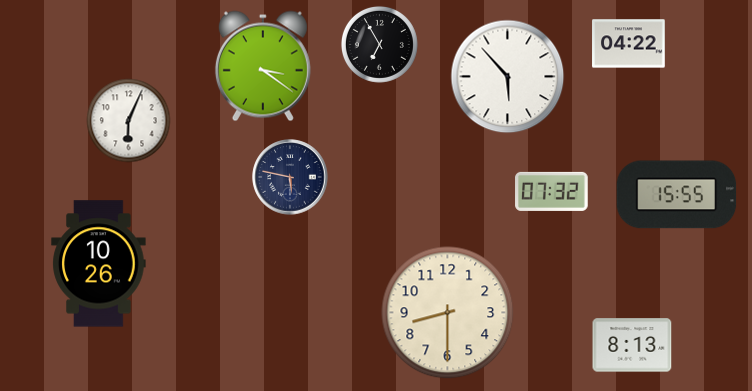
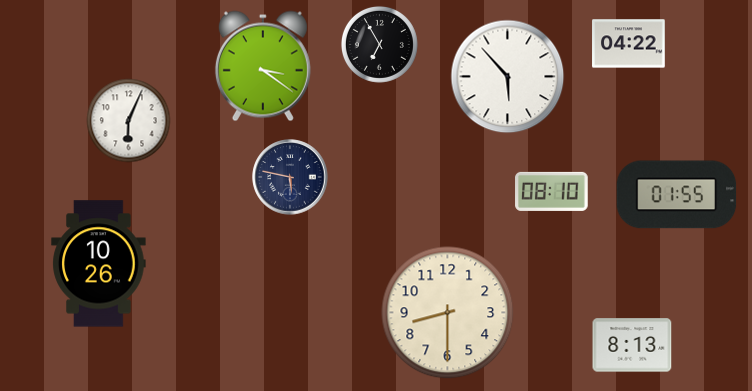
clock at (552, 191): 07:32 -> 08:10
clock at (677, 195): 15:55 -> 01:55
